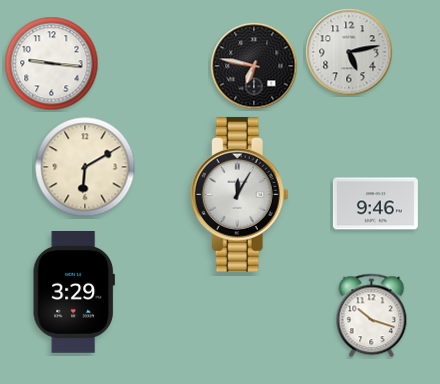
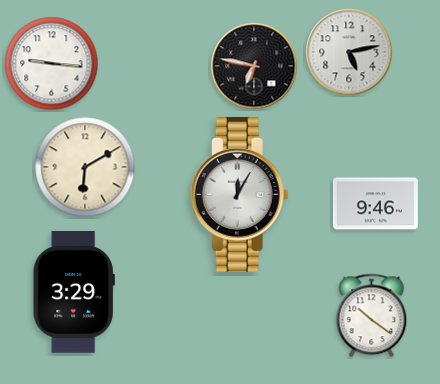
clock at (372, 316): 10:18 -> 10:21
